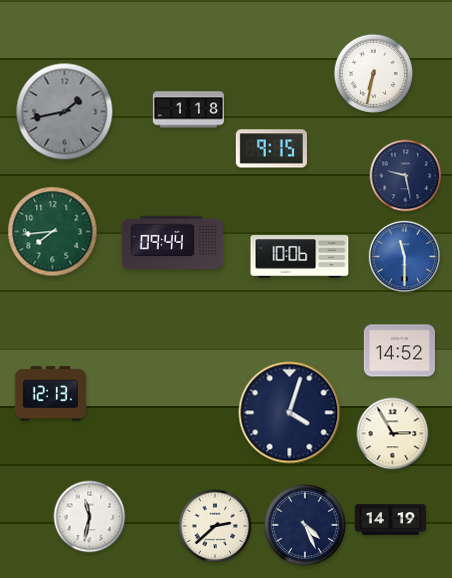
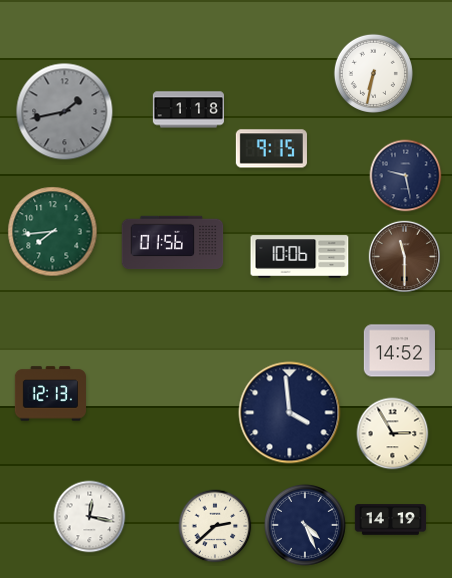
clock at (173, 243): 09:44 -> 01:56
clock at (404, 256) dial: blue -> brown
clock at (290, 413): 4:03 -> 3:59
clock at (90, 517): 11:32 -> 12:17
